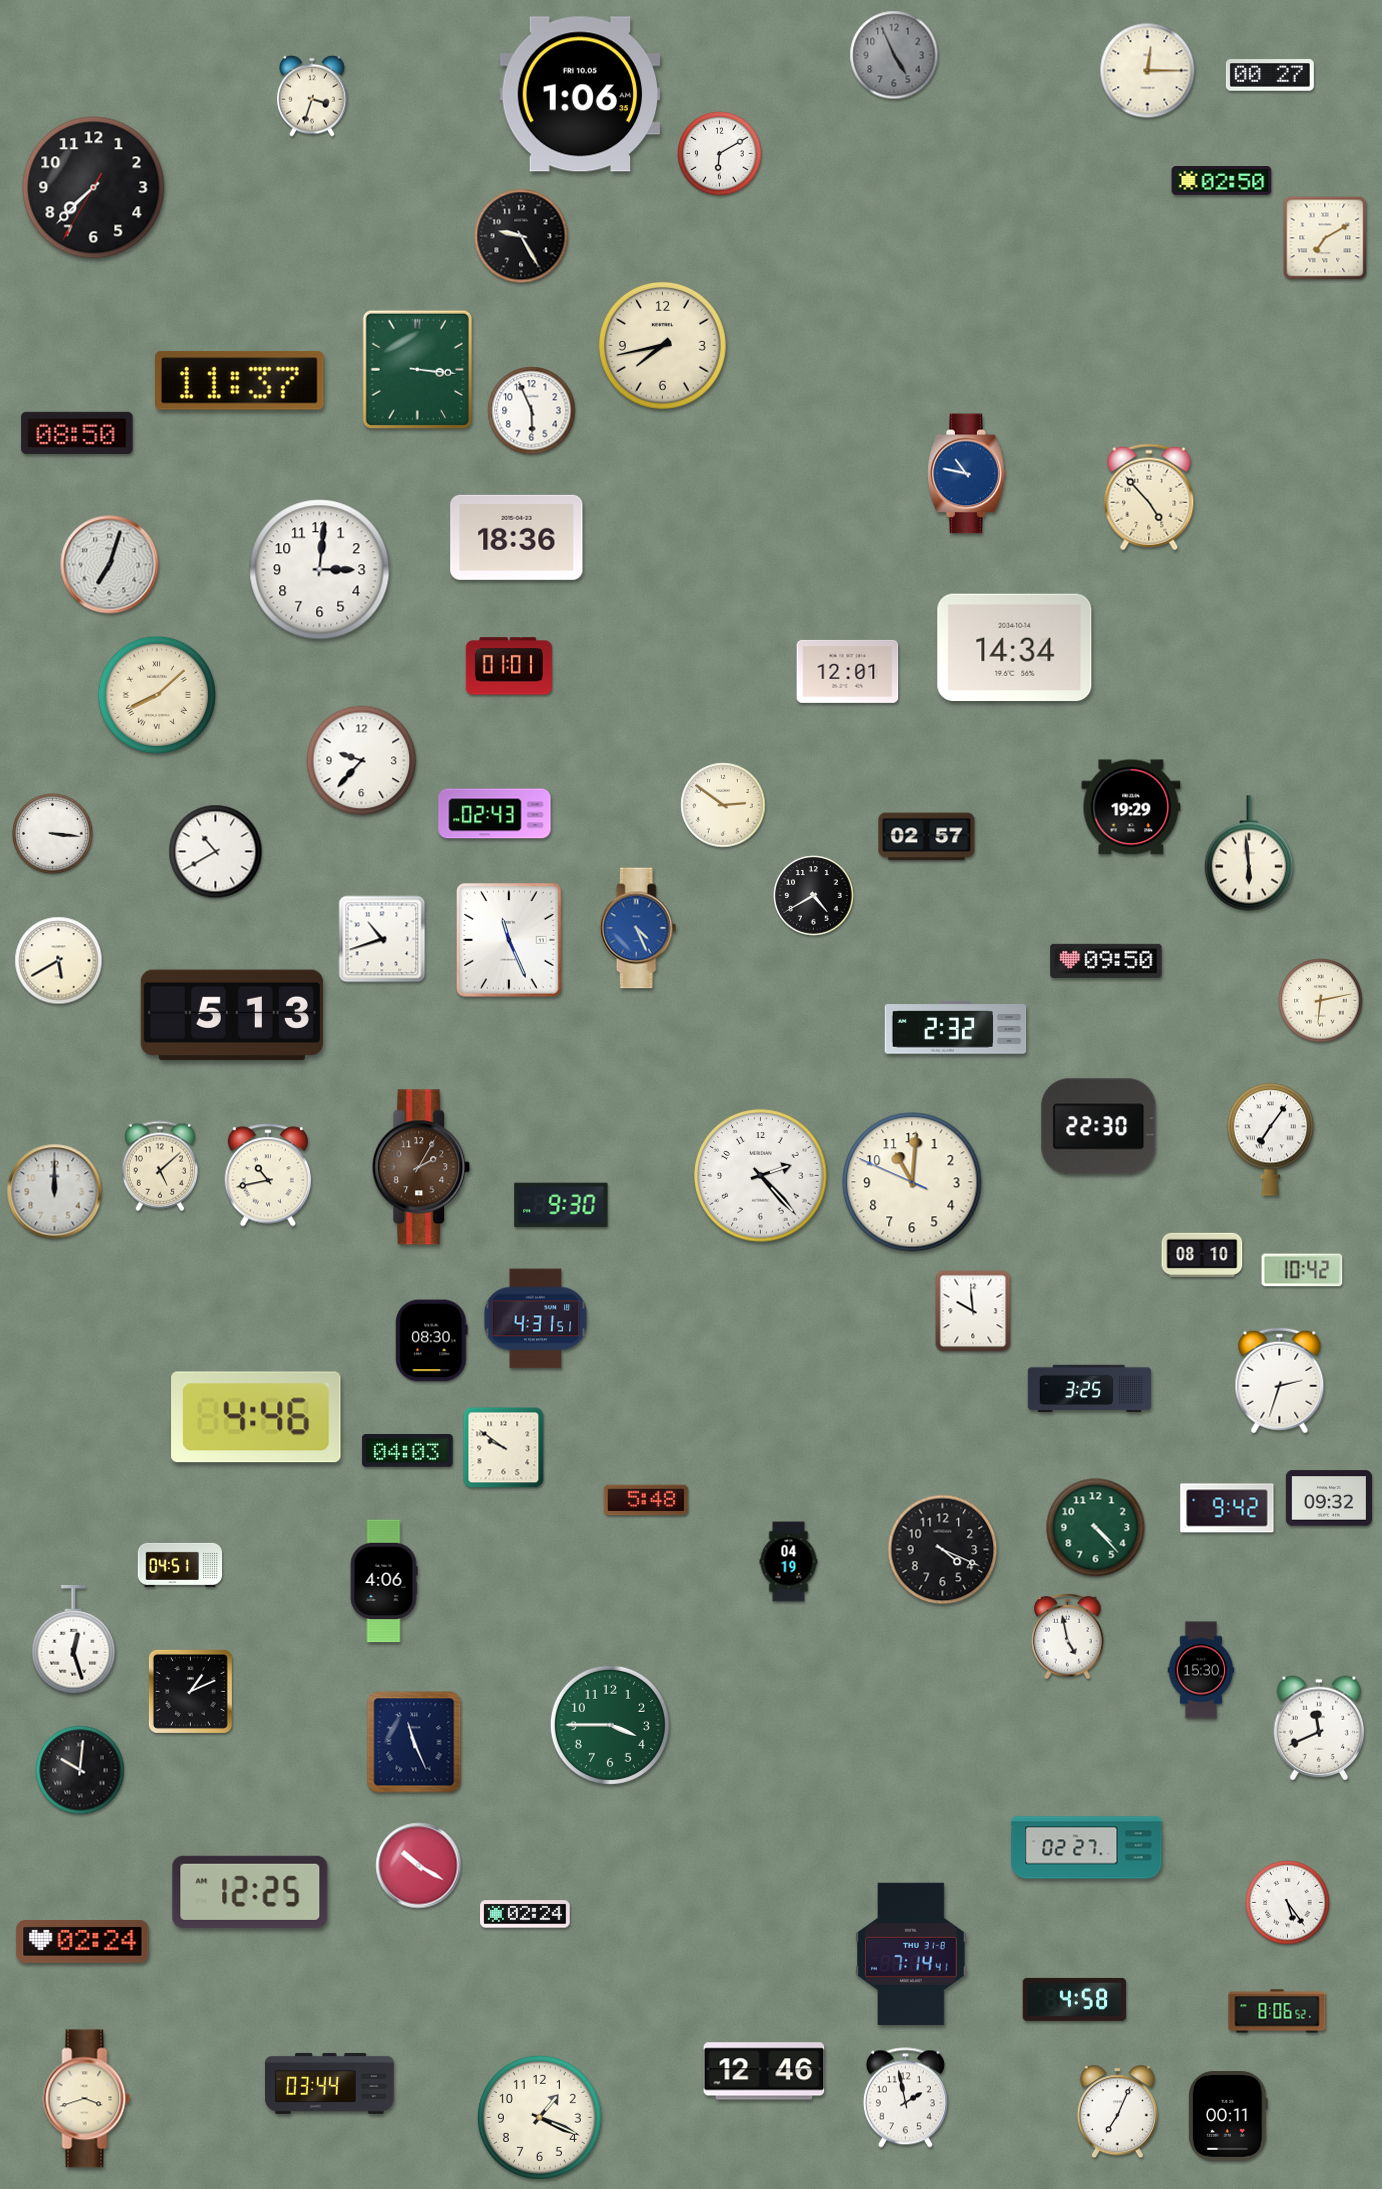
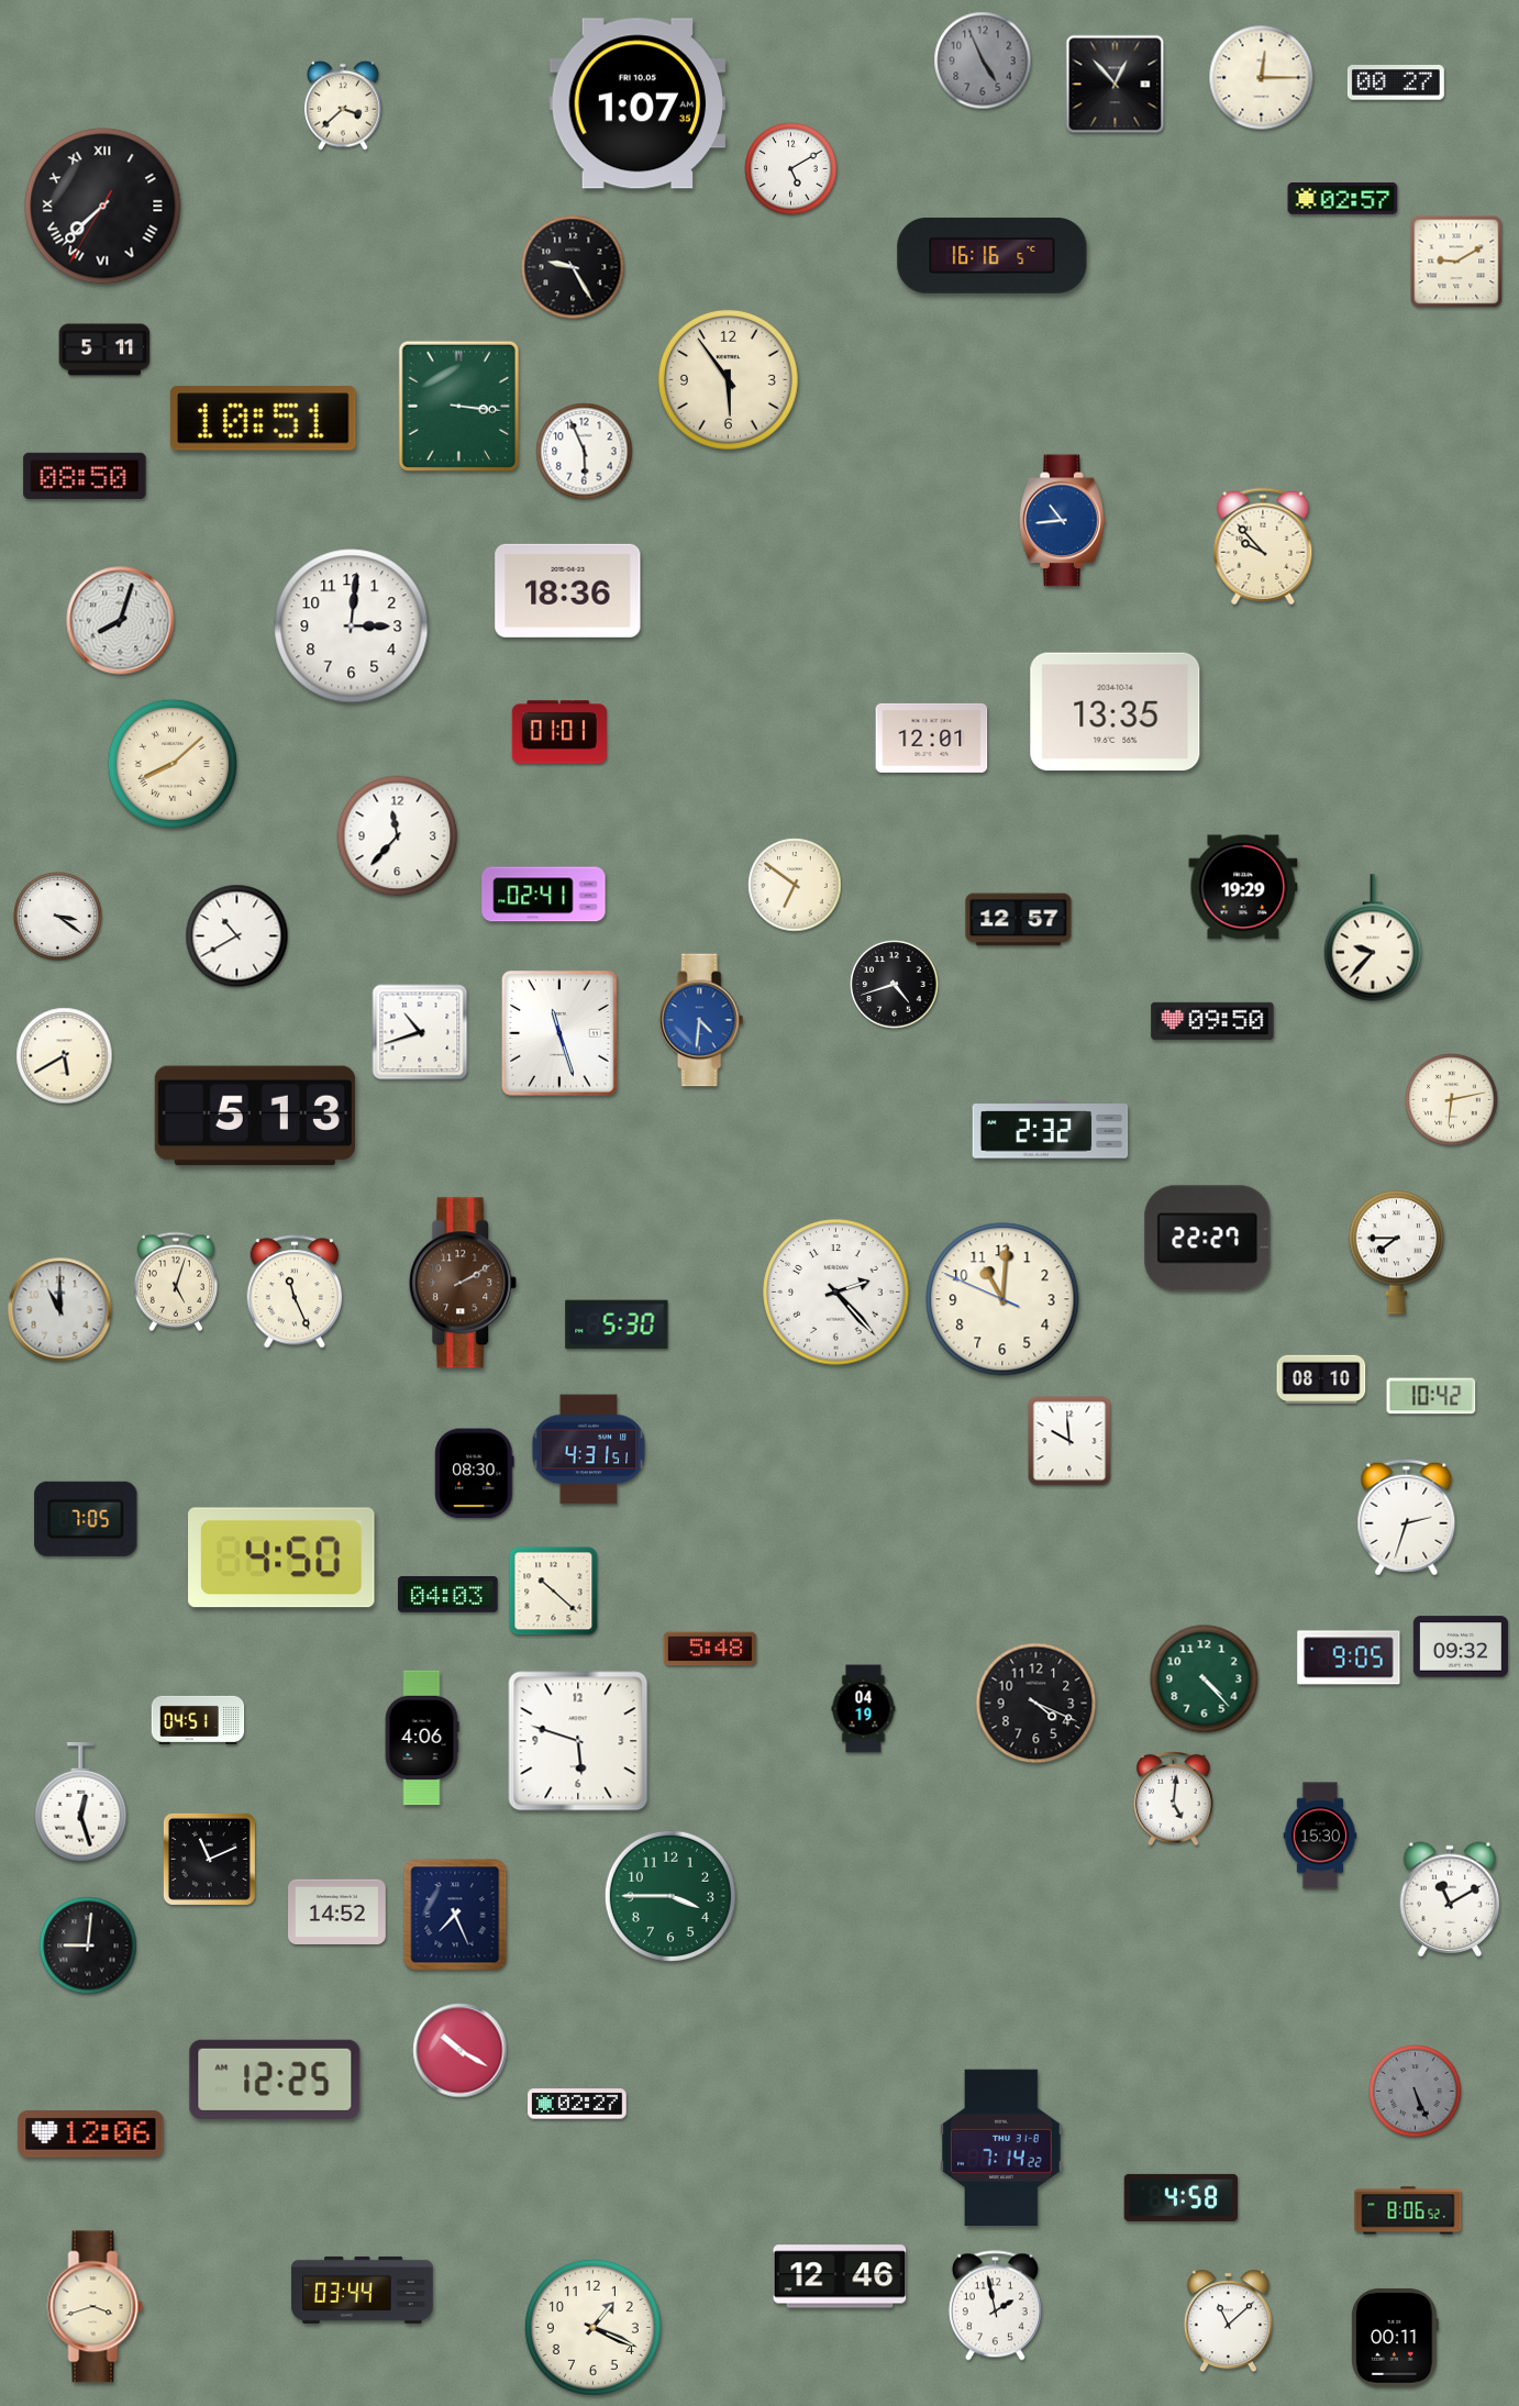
clock at (1116, 85): none -> 12:53
clock at (580, 94): 1:06 -> 1:07
clock at (312, 96): 3:33 -> 3:38
clock at (720, 154): 6:10 -> 5:10
clock at (1222, 181): 02:50 -> 02:57
clock at (94, 188) numerals: Arabic -> Roman
clock at (993, 255): none -> 16:16
clock at (521, 236) position: (521, 236) -> (573, 267)
clock at (1325, 238): 7:10 -> 9:10
clock at (104, 350): none -> 5:11
clock at (662, 345): 7:43 -> 5:54
clock at (240, 381): 11:37 -> 10:51
clock at (967, 474): 10:47 -> 10:44
clock at (1149, 497): 4:53 -> 9:53
clock at (110, 565): 7:03 -> 8:03
clock at (1015, 647): 14:34 -> 13:35
clock at (362, 761): 9:37 -> 11:37
clock at (723, 805): 2:51 -> 6:51
clock at (495, 814): 02:43 -> 02:41
clock at (53, 834): 3:16 -> 3:21
clock at (927, 837): 02:57 -> 12:57
clock at (1249, 853): 5:59 -> 9:37
clock at (814, 896): 4:40 -> 4:42
clock at (638, 928): 4:26 -> 4:31
clock at (509, 940): 11:26 -> 11:27
clock at (1106, 961) position: (1106, 961) -> (1212, 1021)
clock at (1099, 1127): 22:30 -> 22:27
clock at (1271, 1139): 7:06 -> 7:45
clock at (160, 1166): 5:08 -> 5:03
clock at (421, 1167): 2:05 -> 2:10
clock at (268, 1175): 10:43 -> 11:26
clock at (55, 1192): 12:00 -> 11:00
clock at (561, 1205): 9:30 -> 5:30
clock at (86, 1519): none -> 7:05
clock at (1090, 1389): 3:25 -> none
clock at (256, 1417): 4:46 -> 4:50
clock at (504, 1448): 9:51 -> 10:22
clock at (1227, 1508): 9:42 -> 9:05
clock at (789, 1562) position: (789, 1562) -> (864, 1709)
clock at (578, 1741): none -> 5:48
clock at (1068, 1636): 4:58 -> 5:01
clock at (190, 1691): 1:11 -> 11:11
clock at (1319, 1728): 11:41 -> 11:10
clock at (337, 1911): none -> 14:52
clock at (414, 1742): 11:26 -> 7:26
clock at (80, 1770): 10:01 -> 9:01
clock at (1087, 1848): 02:27 -> none
clock at (1288, 1903): 5:24 -> 5:26
clock at (1288, 1903) dial: white -> grey
clock at (525, 1914): 02:24 -> 02:27
clock at (83, 1942): 02:24 -> 12:06
clock at (911, 1953): 7:14:41 -> 7:14:22
clock at (1277, 2011) position: (1277, 2011) -> (1408, 2210)
clock at (1117, 2112): 7:04 -> 11:08
clock at (1229, 2116) position: (1229, 2116) -> (1396, 2338)
